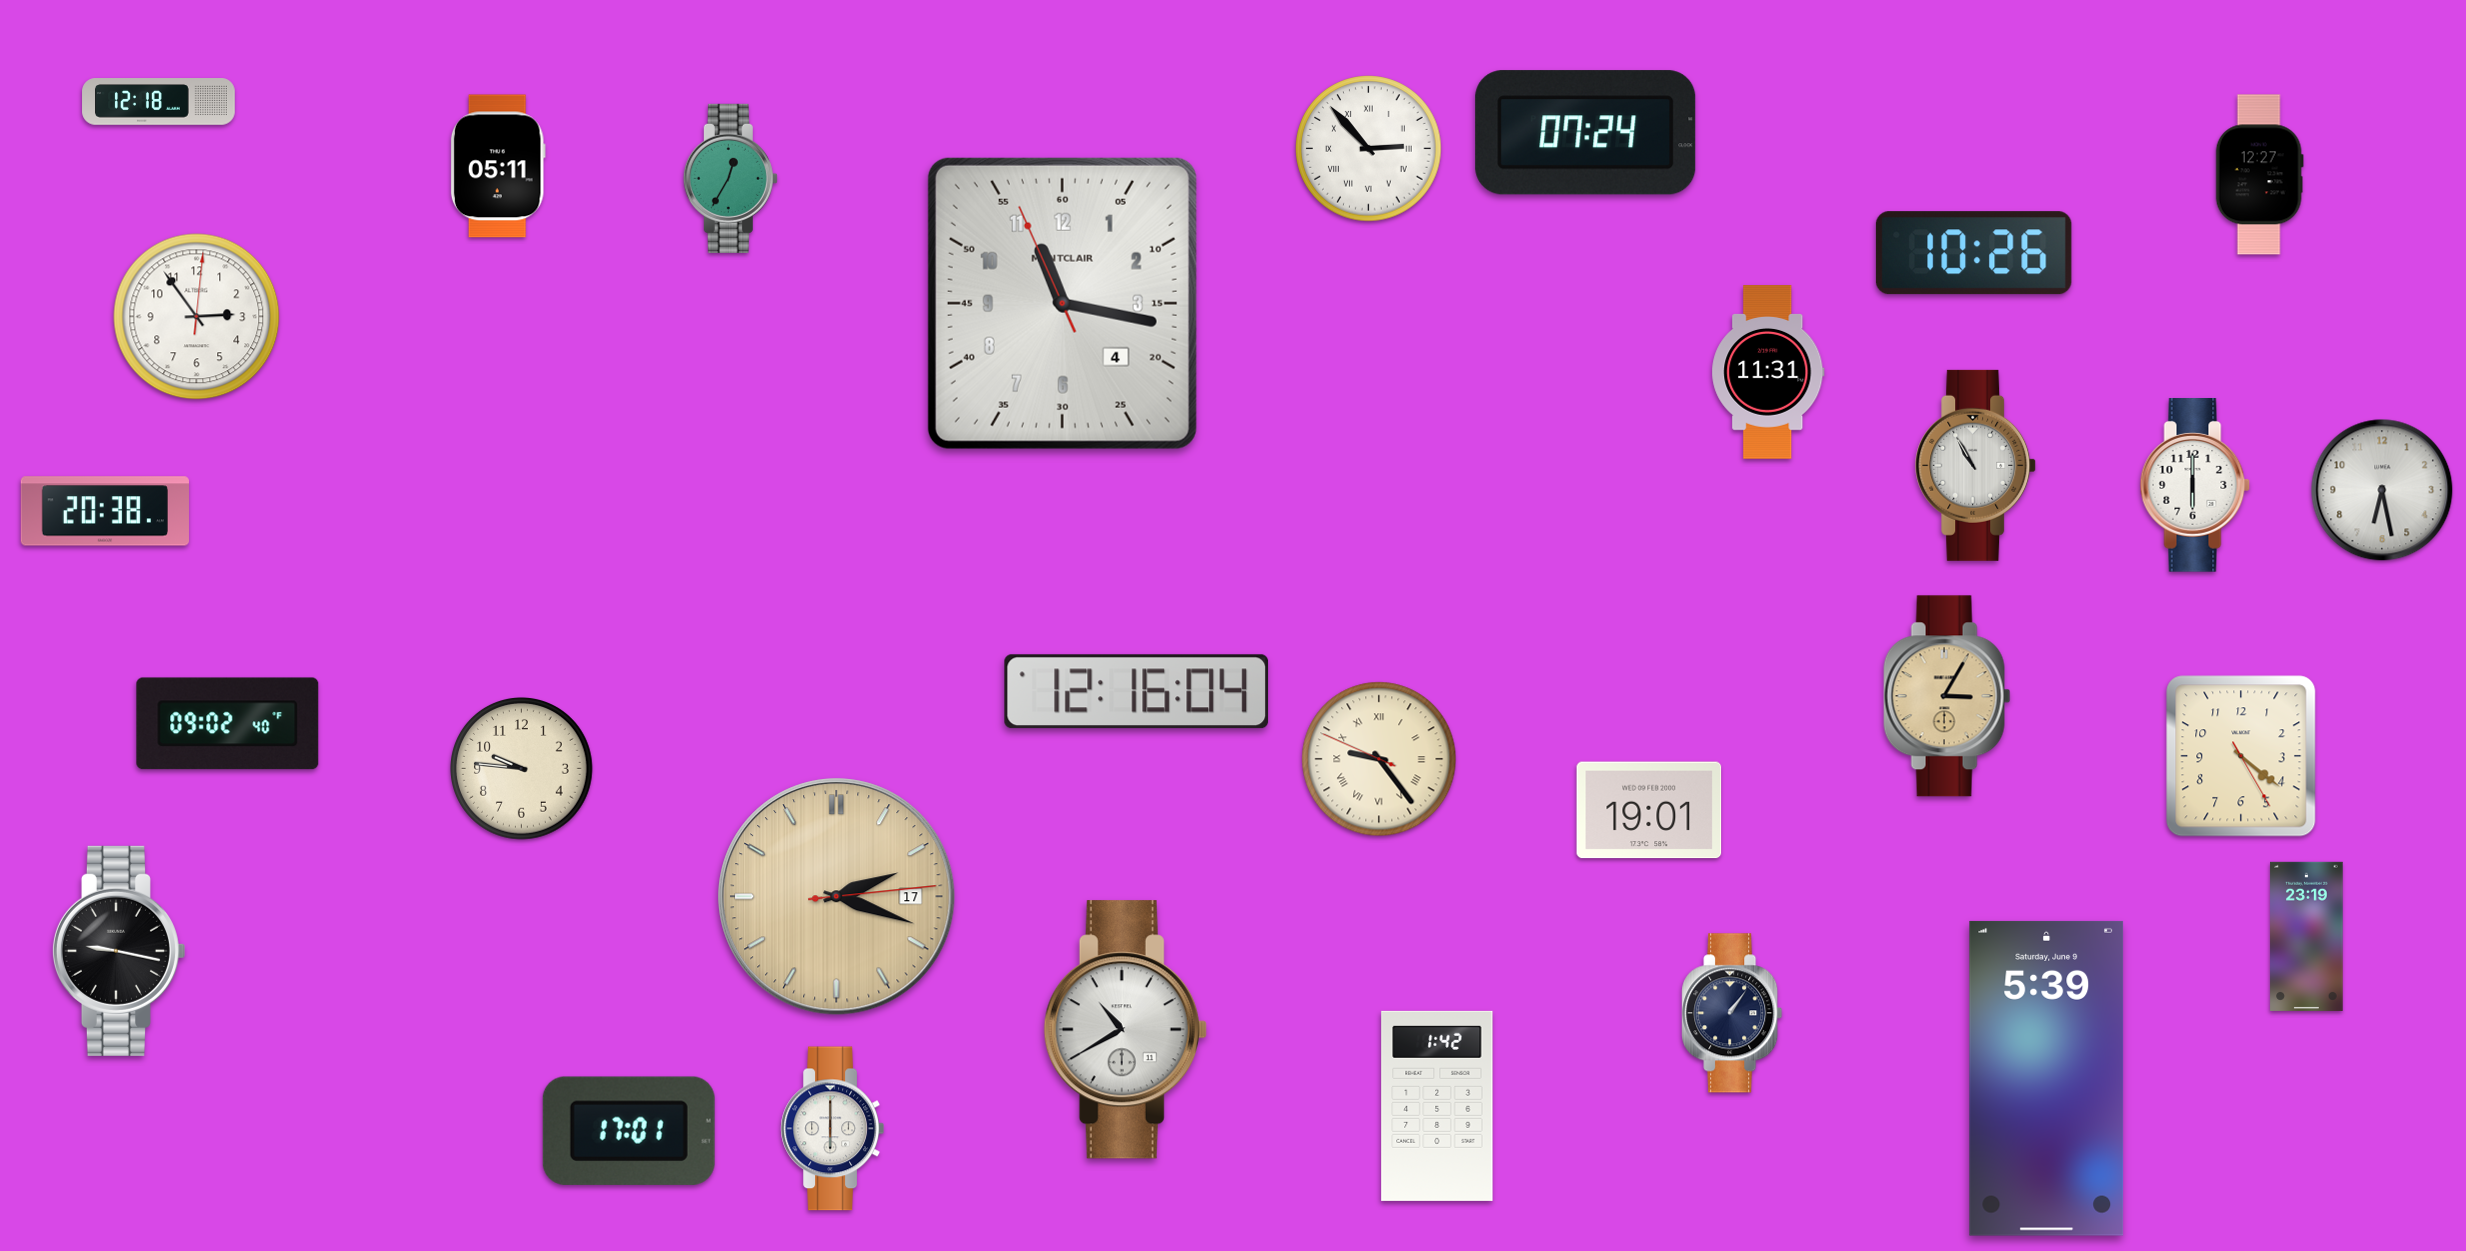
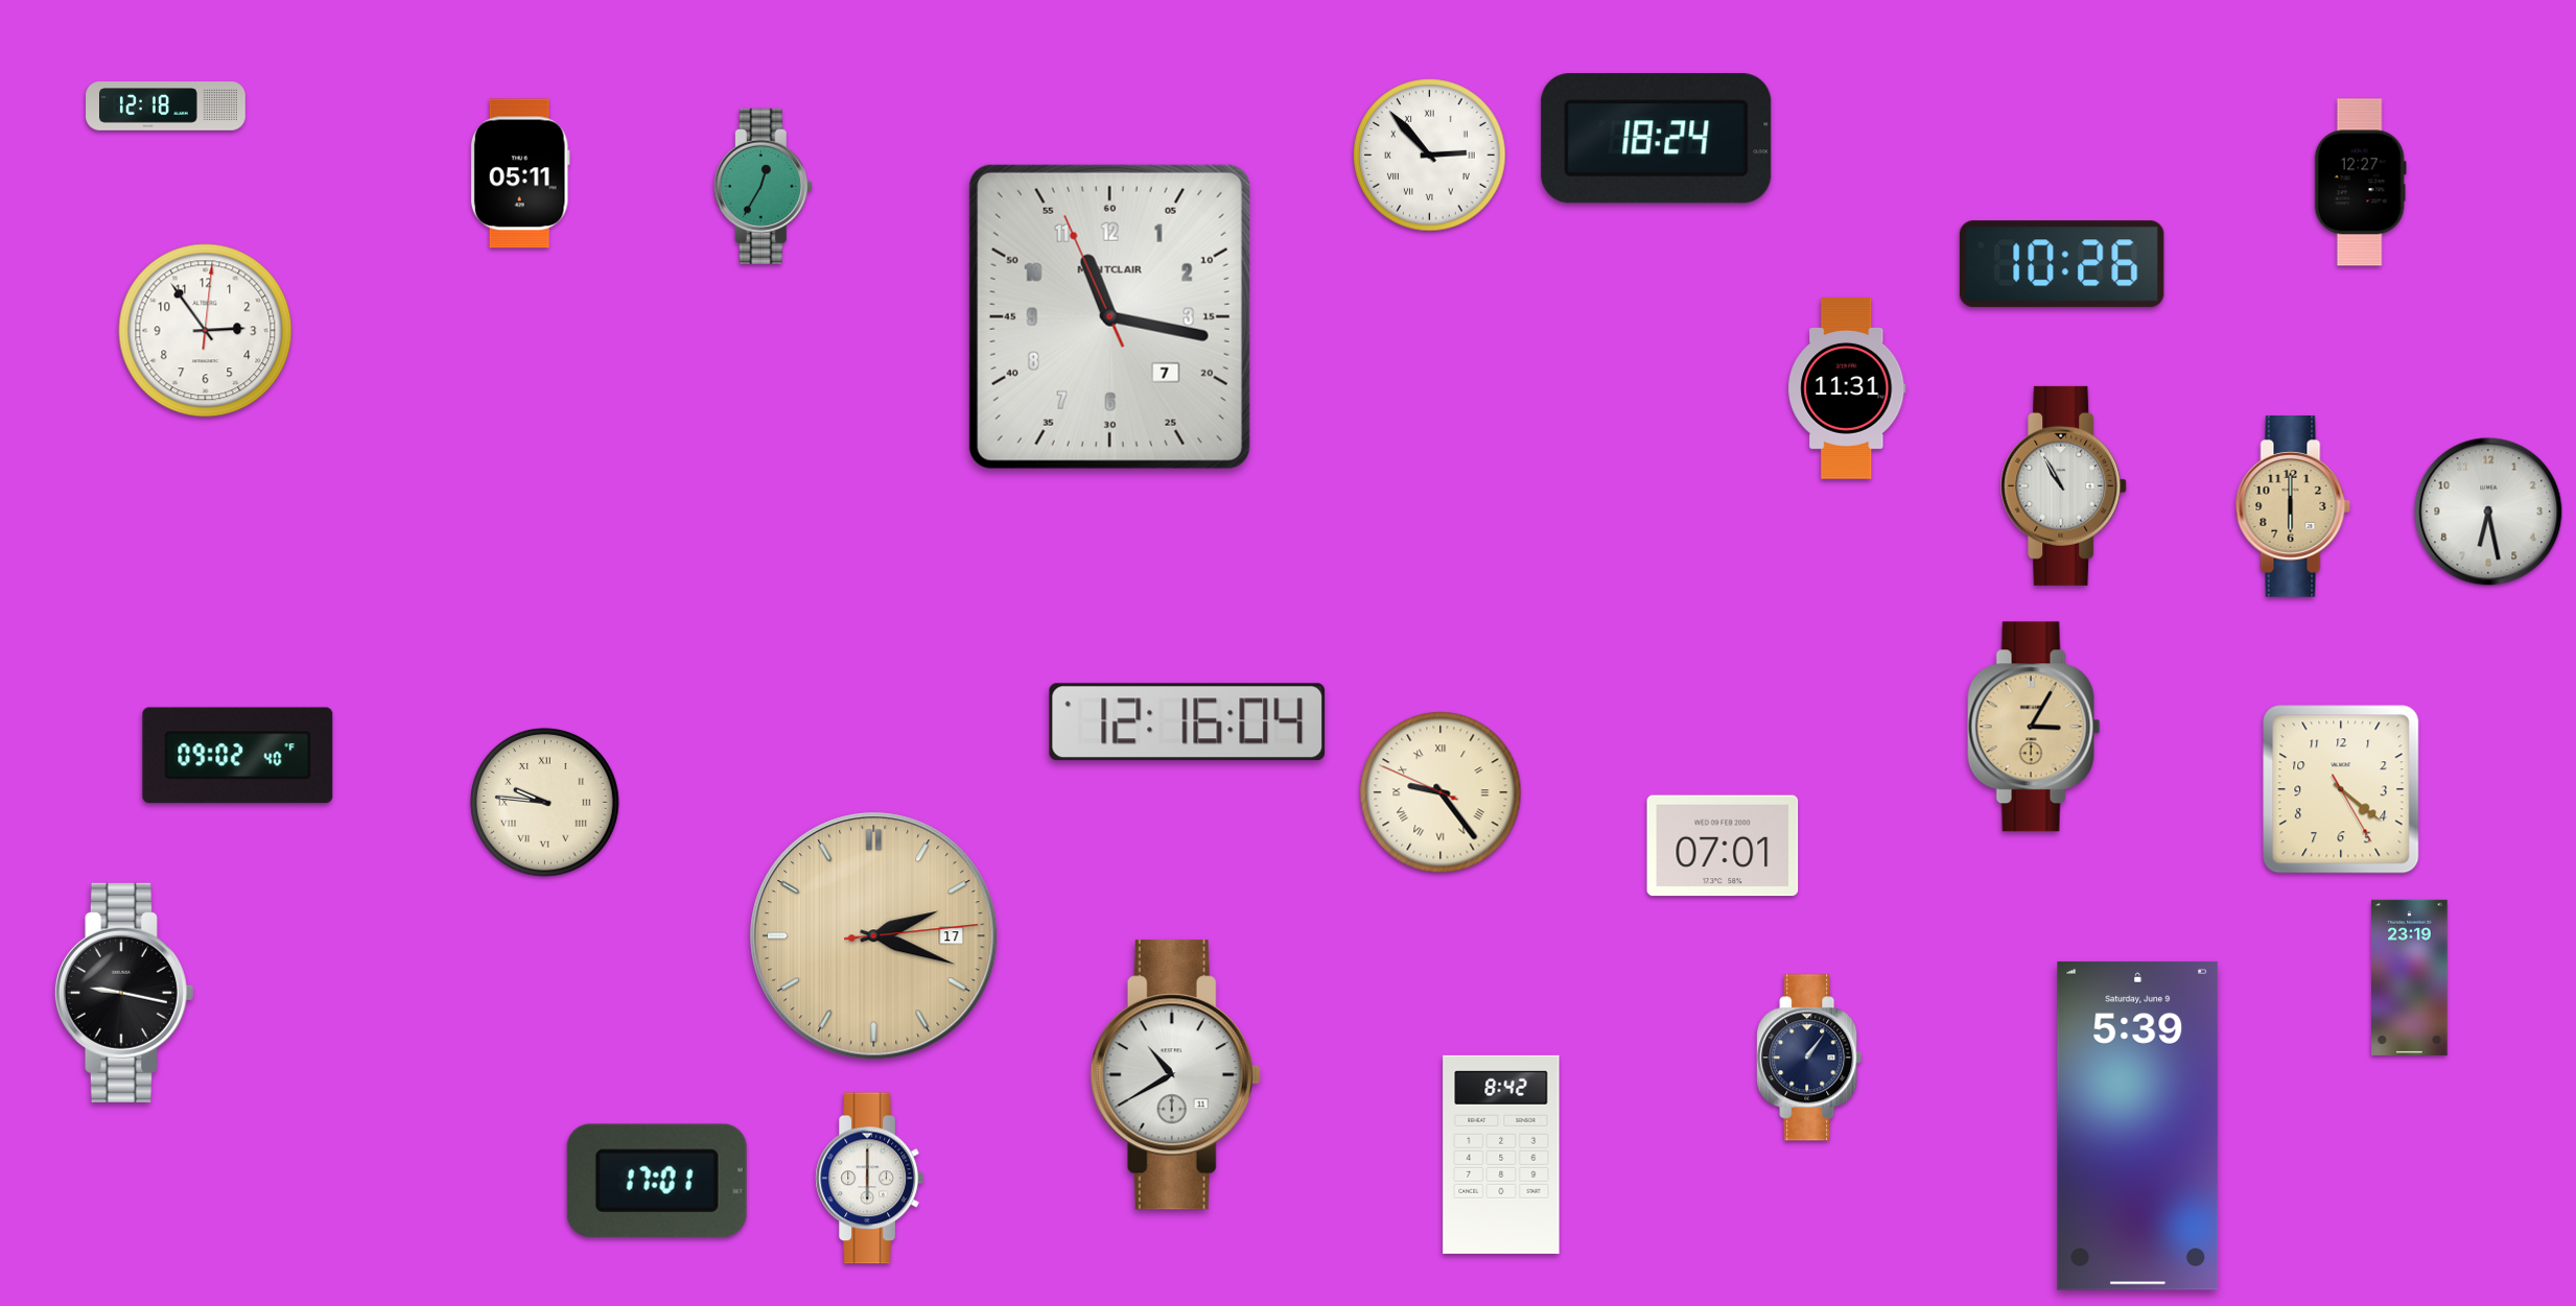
clock at (1586, 133): 07:24 -> 18:24
clock at (1062, 303) date: 4 -> 7
clock at (2195, 486) dial: white -> champagne
clock at (105, 511): 20:38 -> none
clock at (522, 769) numerals: Arabic -> Roman
clock at (1649, 810): 19:01 -> 07:01
clock at (1437, 1106): 1:42 -> 8:42
